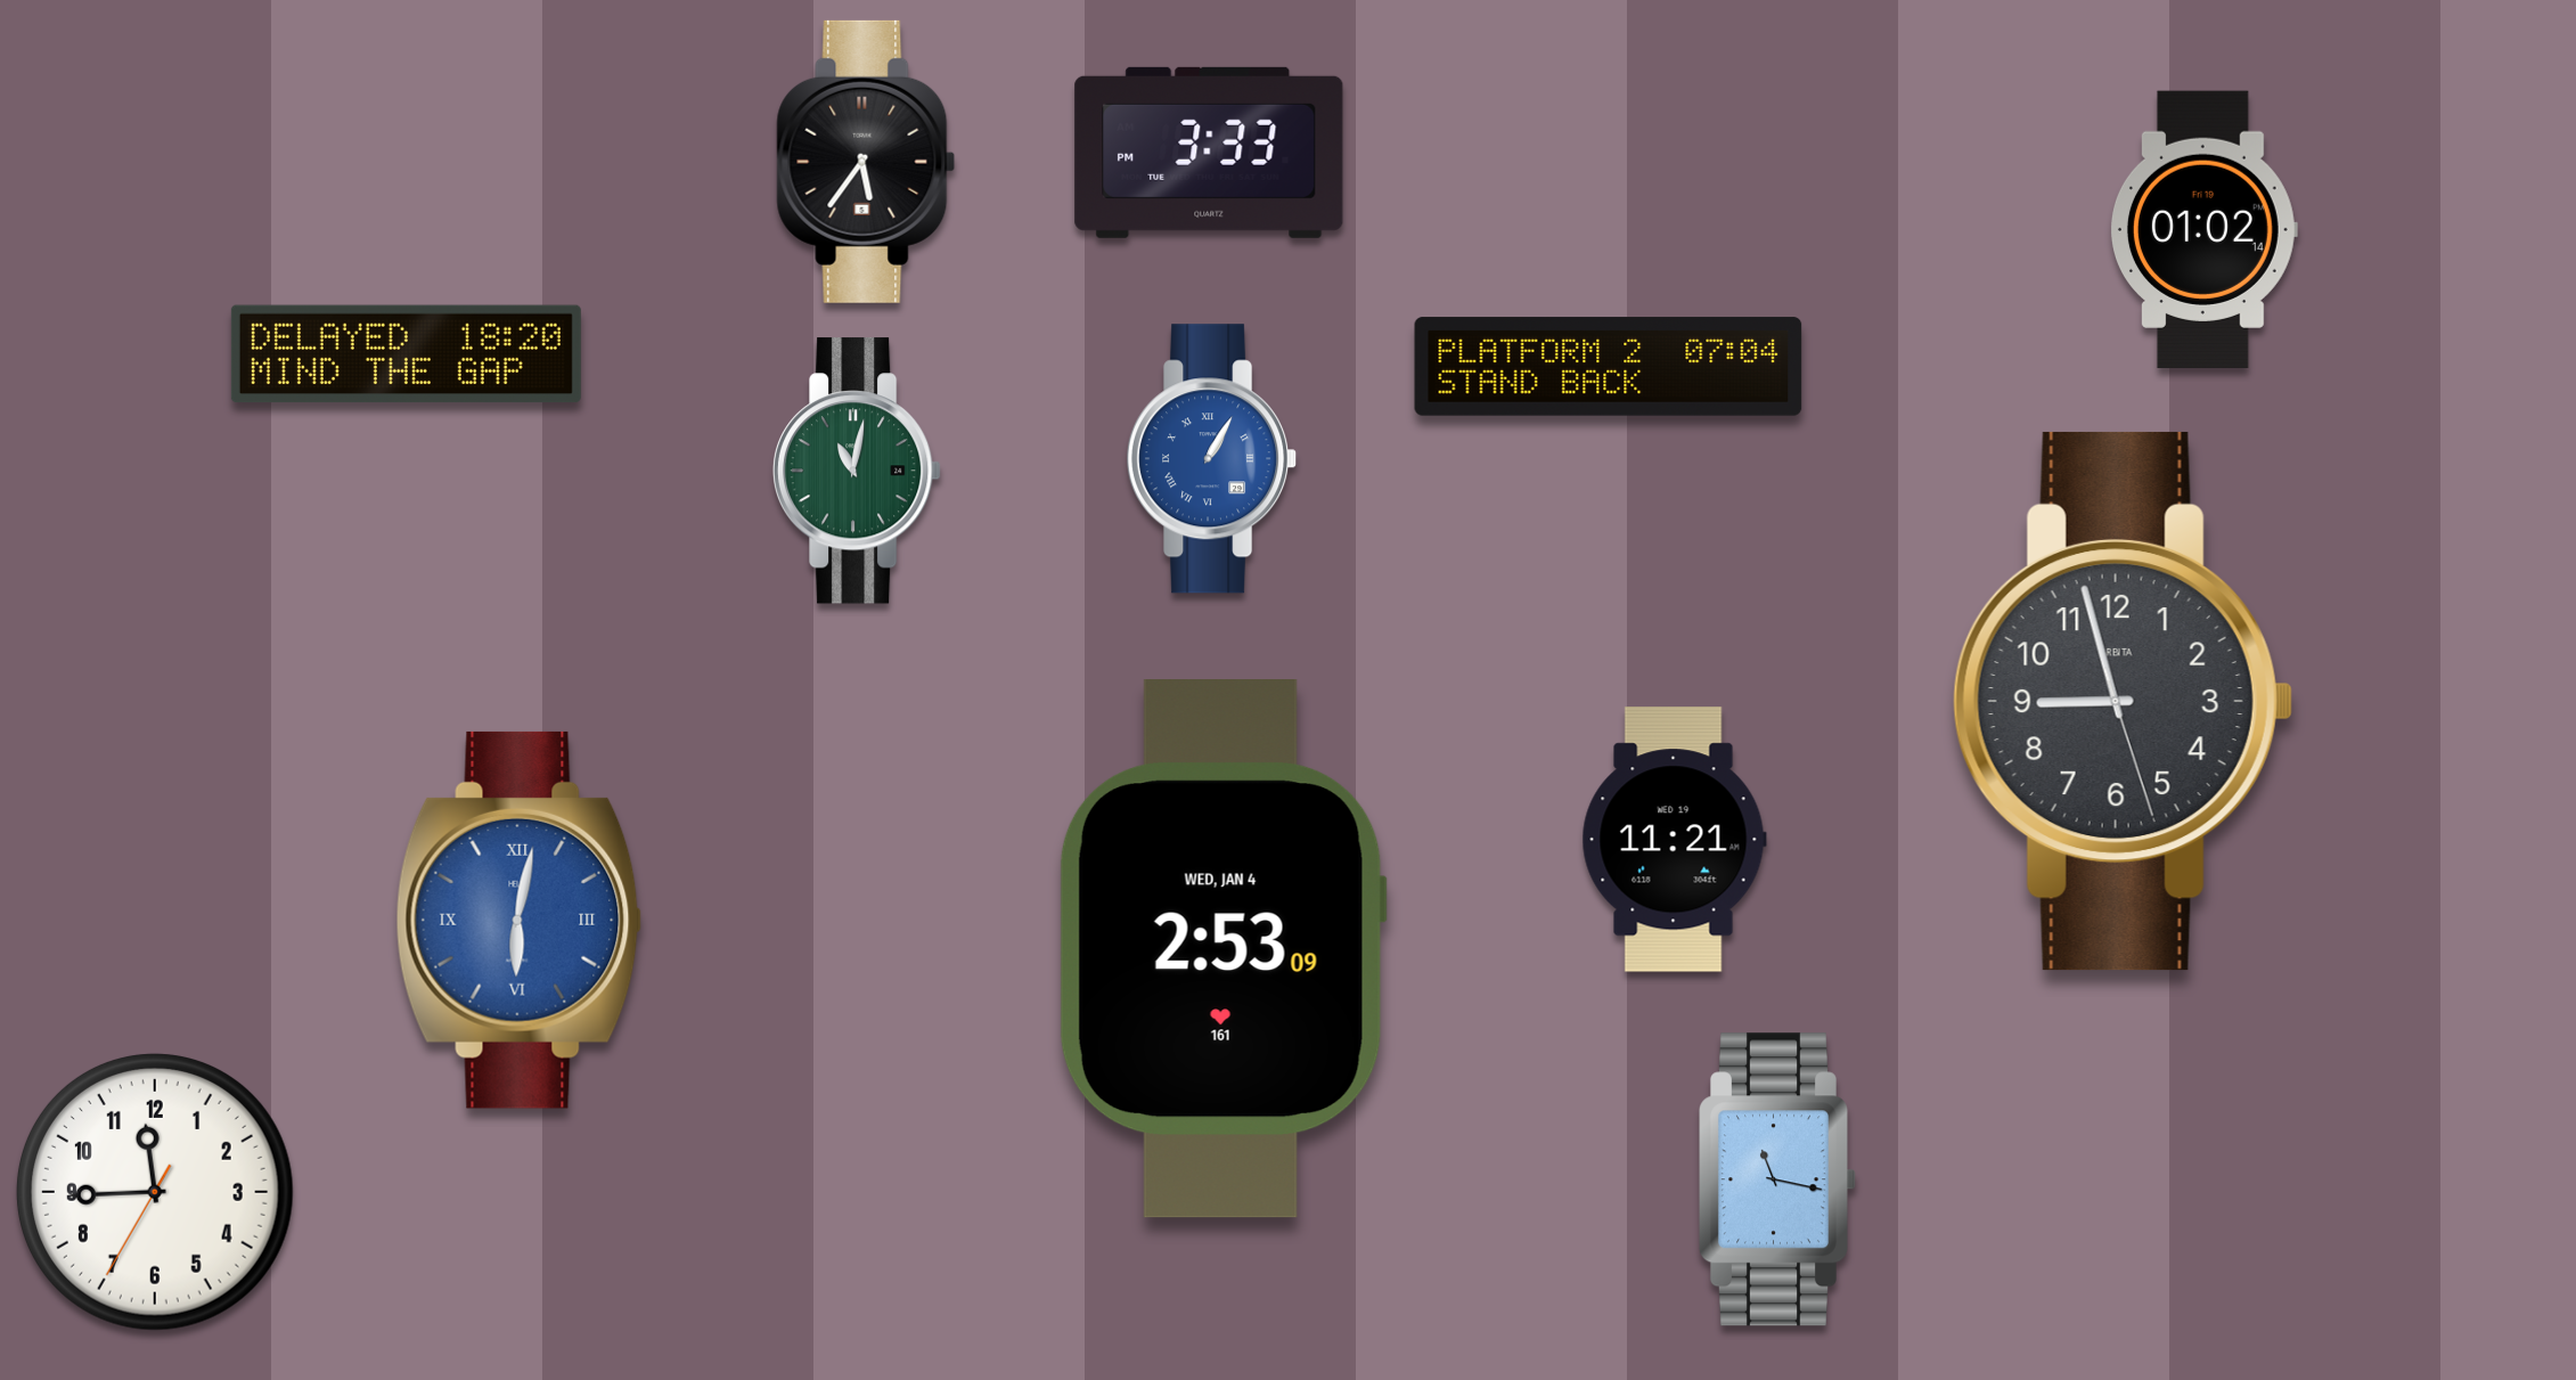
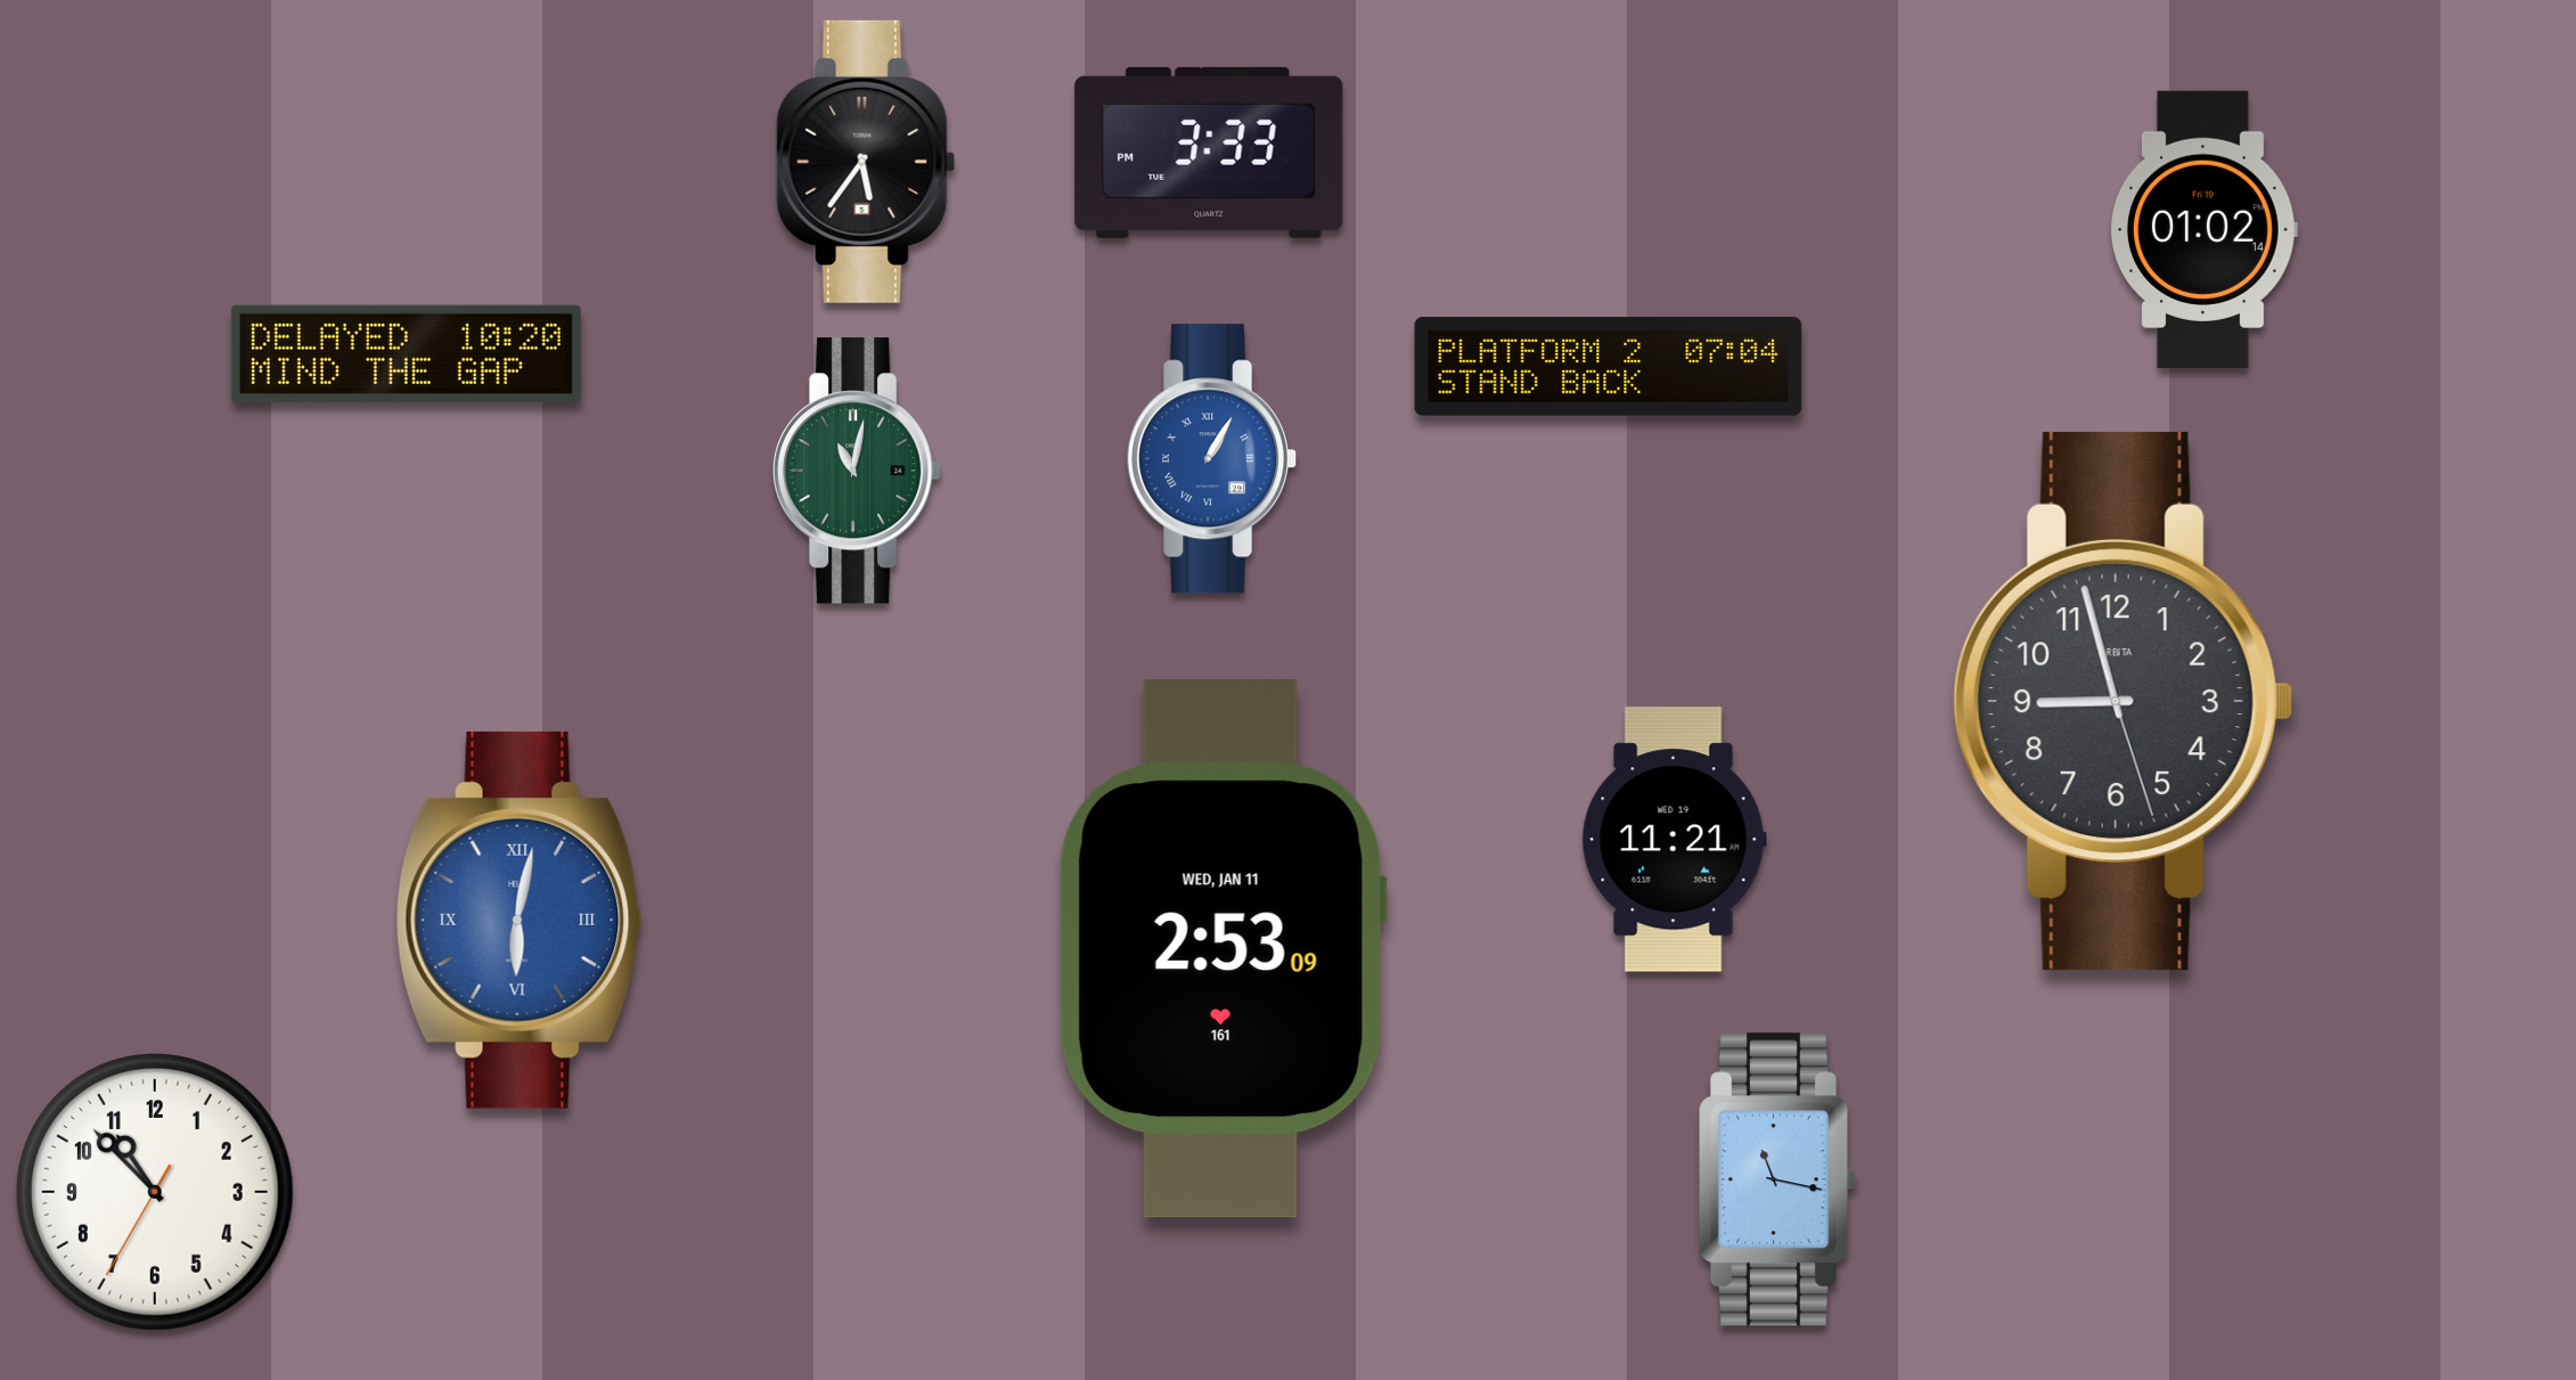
clock at (406, 354): 18:20 -> 10:20
clock at (1222, 949) date: WED, JAN 4 -> WED, JAN 11
clock at (155, 1192): 11:44 -> 10:52
